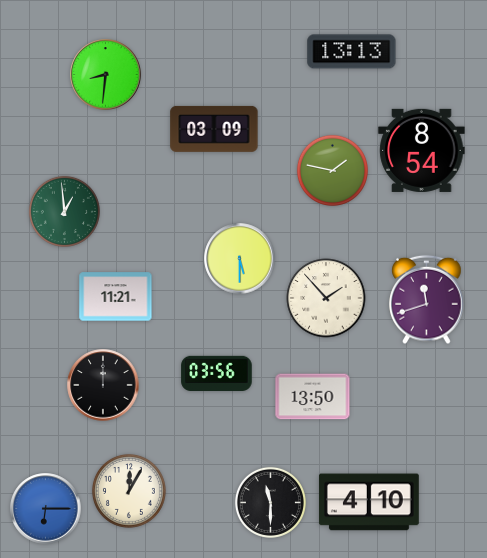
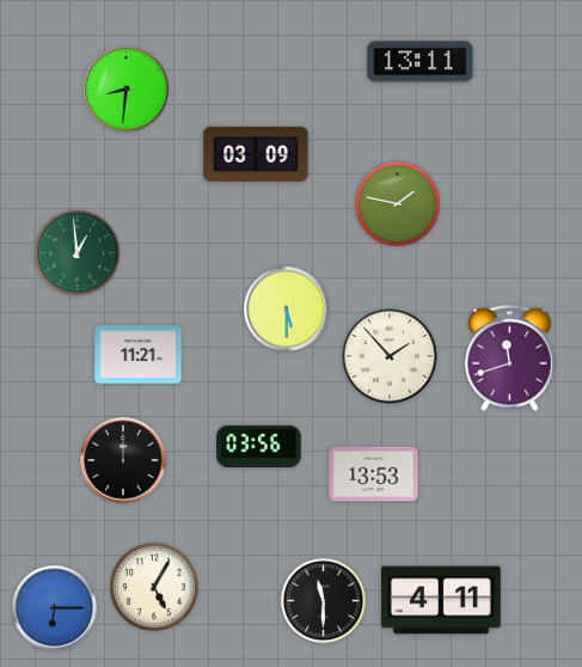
clock at (352, 52): 13:13 -> 13:11
clock at (422, 150): 8:54 -> none
clock at (313, 397): 13:50 -> 13:53
clock at (129, 491): 12:05 -> 5:05
clock at (369, 502): 4:10 -> 4:11
